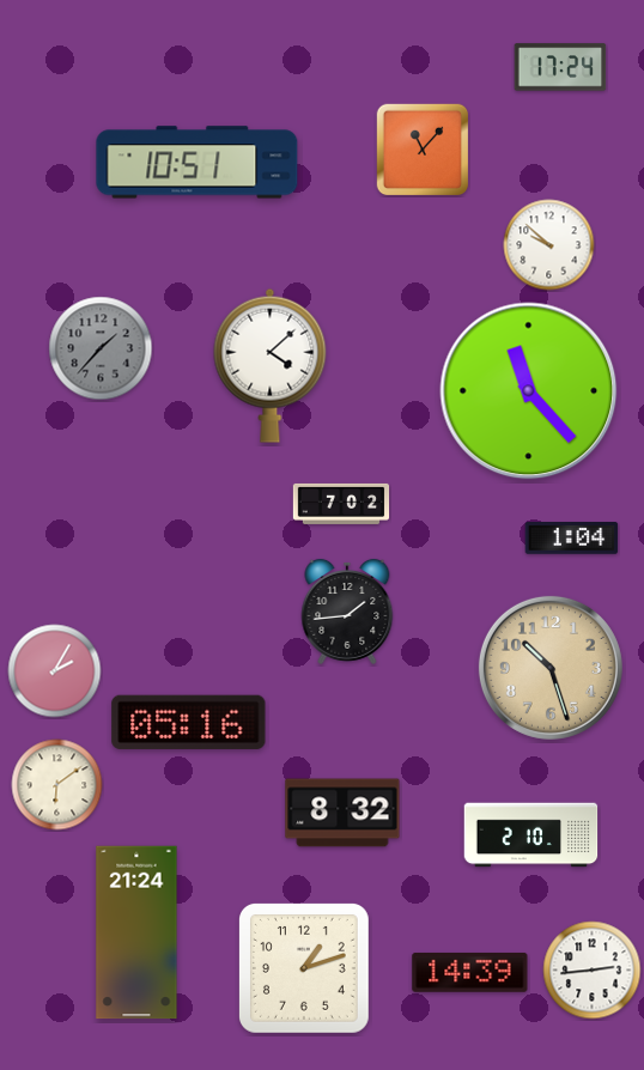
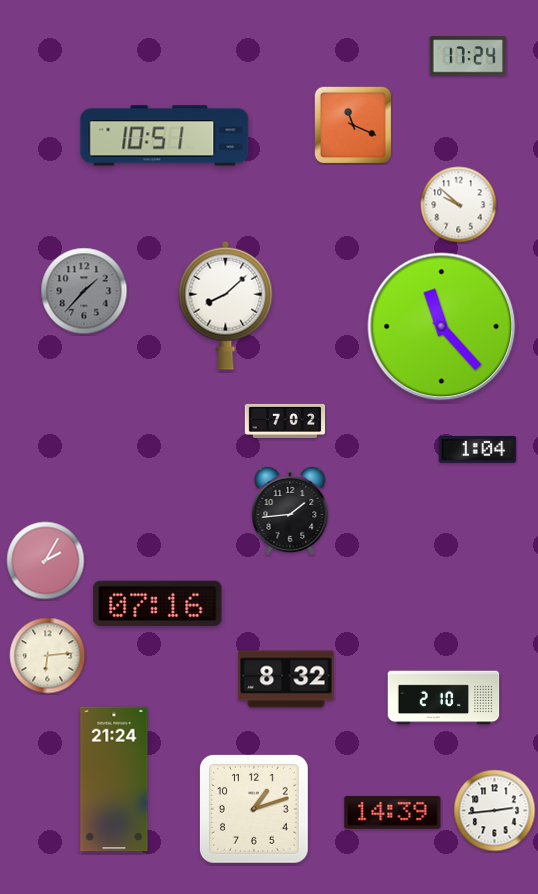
clock at (423, 150): 11:07 -> 11:19
clock at (271, 365): 4:08 -> 8:08
clock at (551, 668): 10:27 -> none
clock at (189, 722): 05:16 -> 07:16
clock at (57, 785): 6:09 -> 6:14
